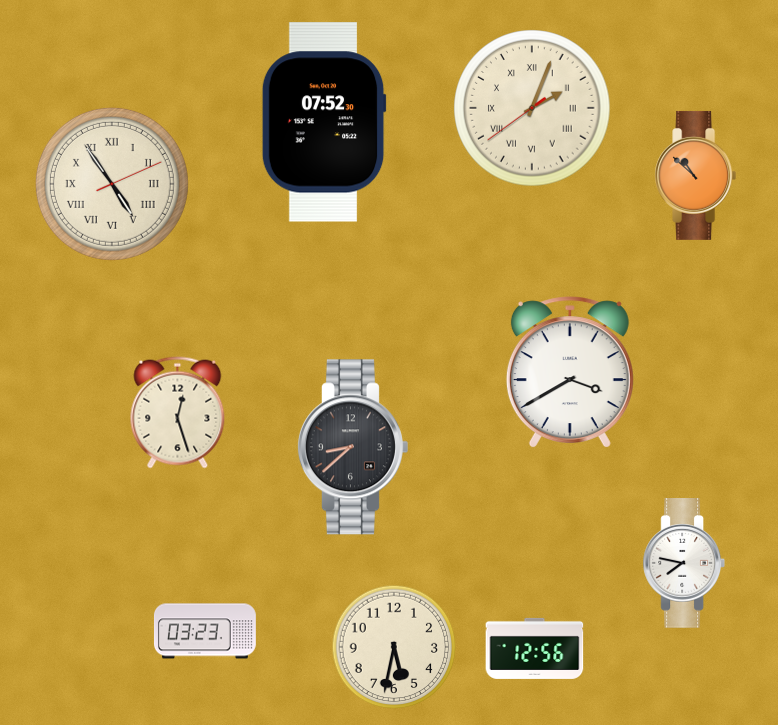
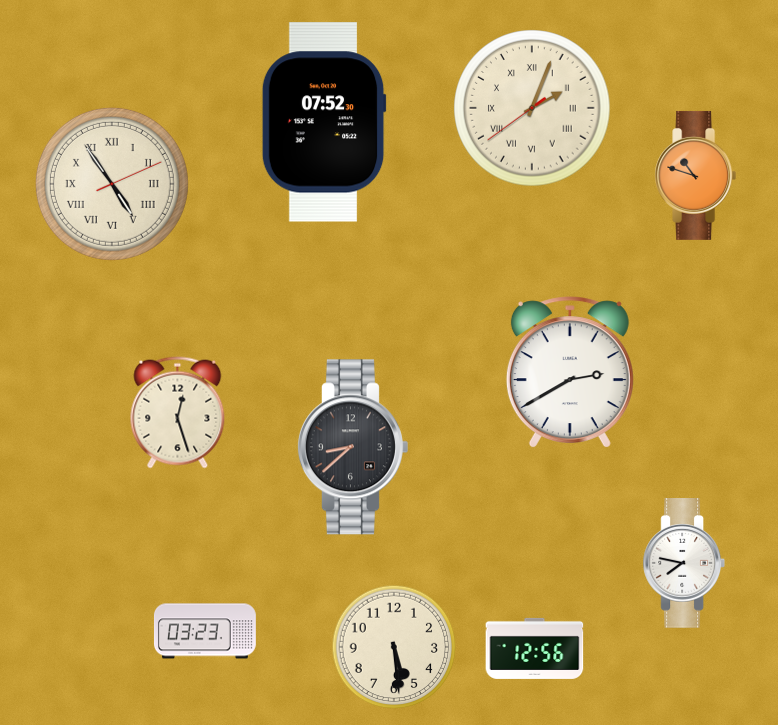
clock at (696, 175): 10:52 -> 10:48
clock at (570, 372): 3:40 -> 2:40
clock at (394, 647): 5:32 -> 5:29
